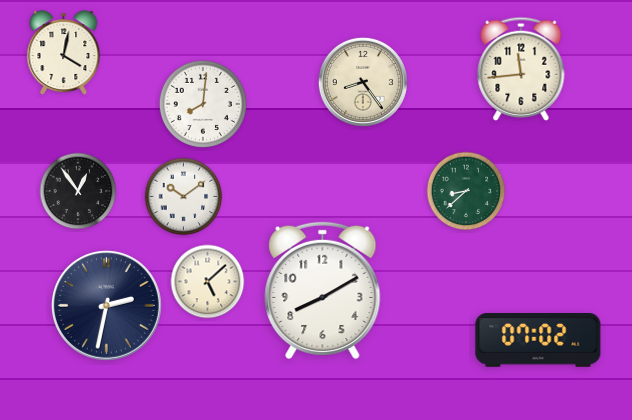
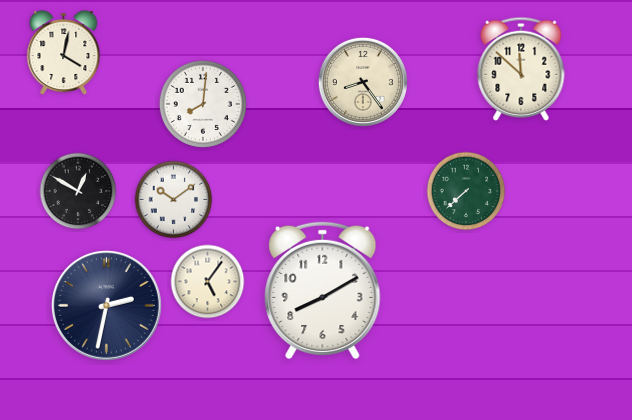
clock at (521, 69): 11:44 -> 11:52
clock at (78, 191): 12:54 -> 12:50
clock at (466, 191): 8:38 -> 7:38
clock at (184, 197) position: (184, 197) -> (174, 200)
clock at (208, 282): 5:08 -> 5:06
clock at (538, 341): 07:02 -> none
